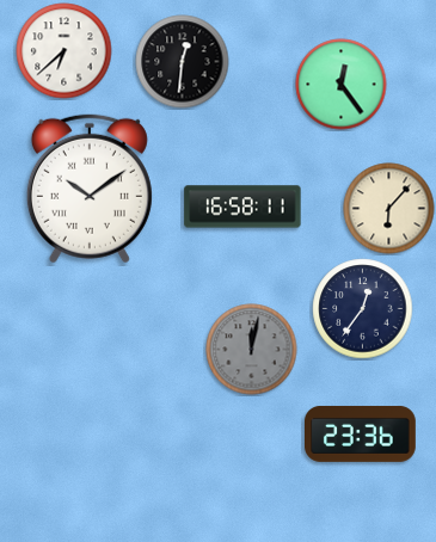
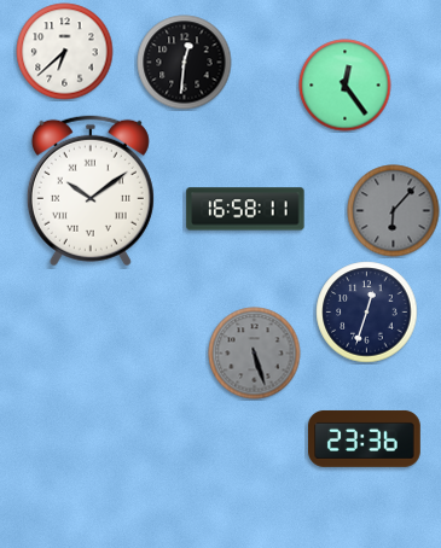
clock at (389, 209) dial: cream -> grey
clock at (363, 309): 12:36 -> 12:33
clock at (252, 350): 12:02 -> 5:27
